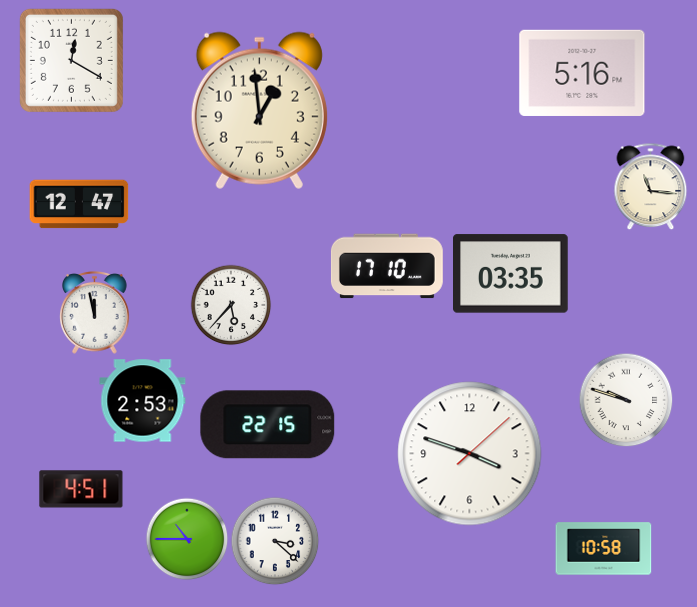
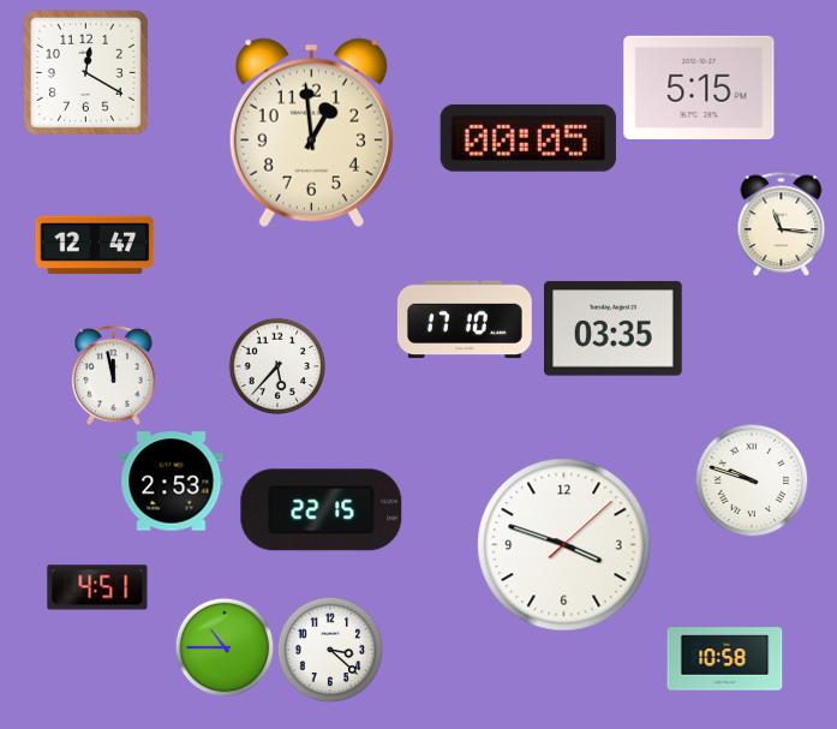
clock at (582, 73): 5:16 -> 5:15
clock at (528, 138): none -> 00:05
